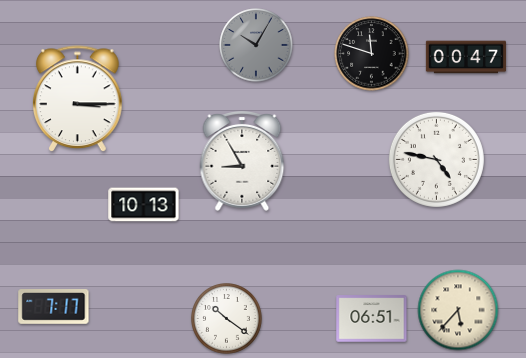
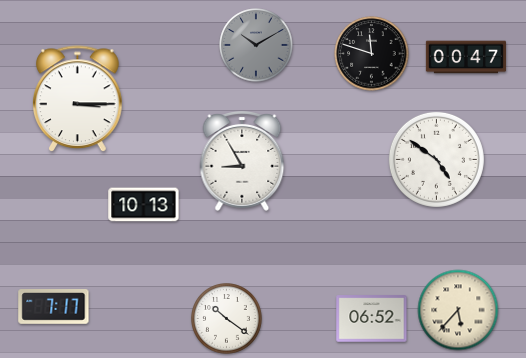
clock at (256, 45): 10:05 -> 10:10
clock at (436, 159): 4:47 -> 4:51
clock at (372, 319): 06:51 -> 06:52
